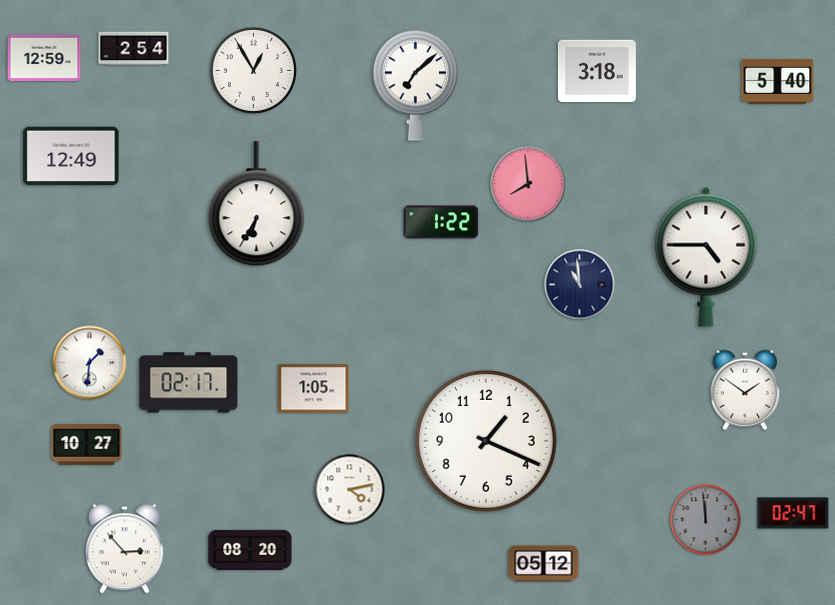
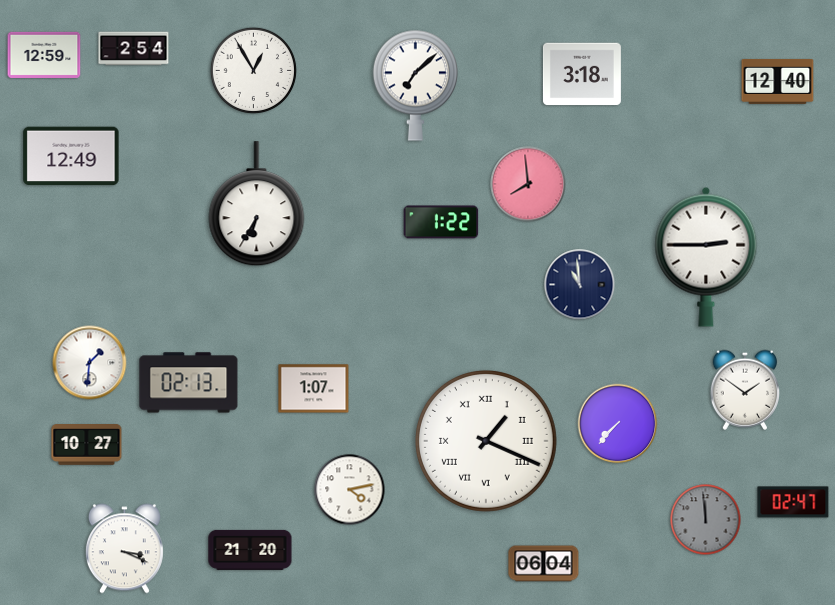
clock at (44, 58) position: (44, 58) -> (44, 55)
clock at (597, 71) position: (597, 71) -> (582, 74)
clock at (778, 81): 5:40 -> 12:40
clock at (706, 257): 4:45 -> 2:45
clock at (189, 383): 02:17 -> 02:13
clock at (314, 389): 1:05 -> 1:07
clock at (618, 424): none -> 7:37
clock at (486, 441) numerals: Arabic -> Roman
clock at (793, 513) position: (793, 513) -> (793, 502)
clock at (124, 549): 2:53 -> 3:19
clock at (250, 550): 08:20 -> 21:20
clock at (544, 564): 05:12 -> 06:04
